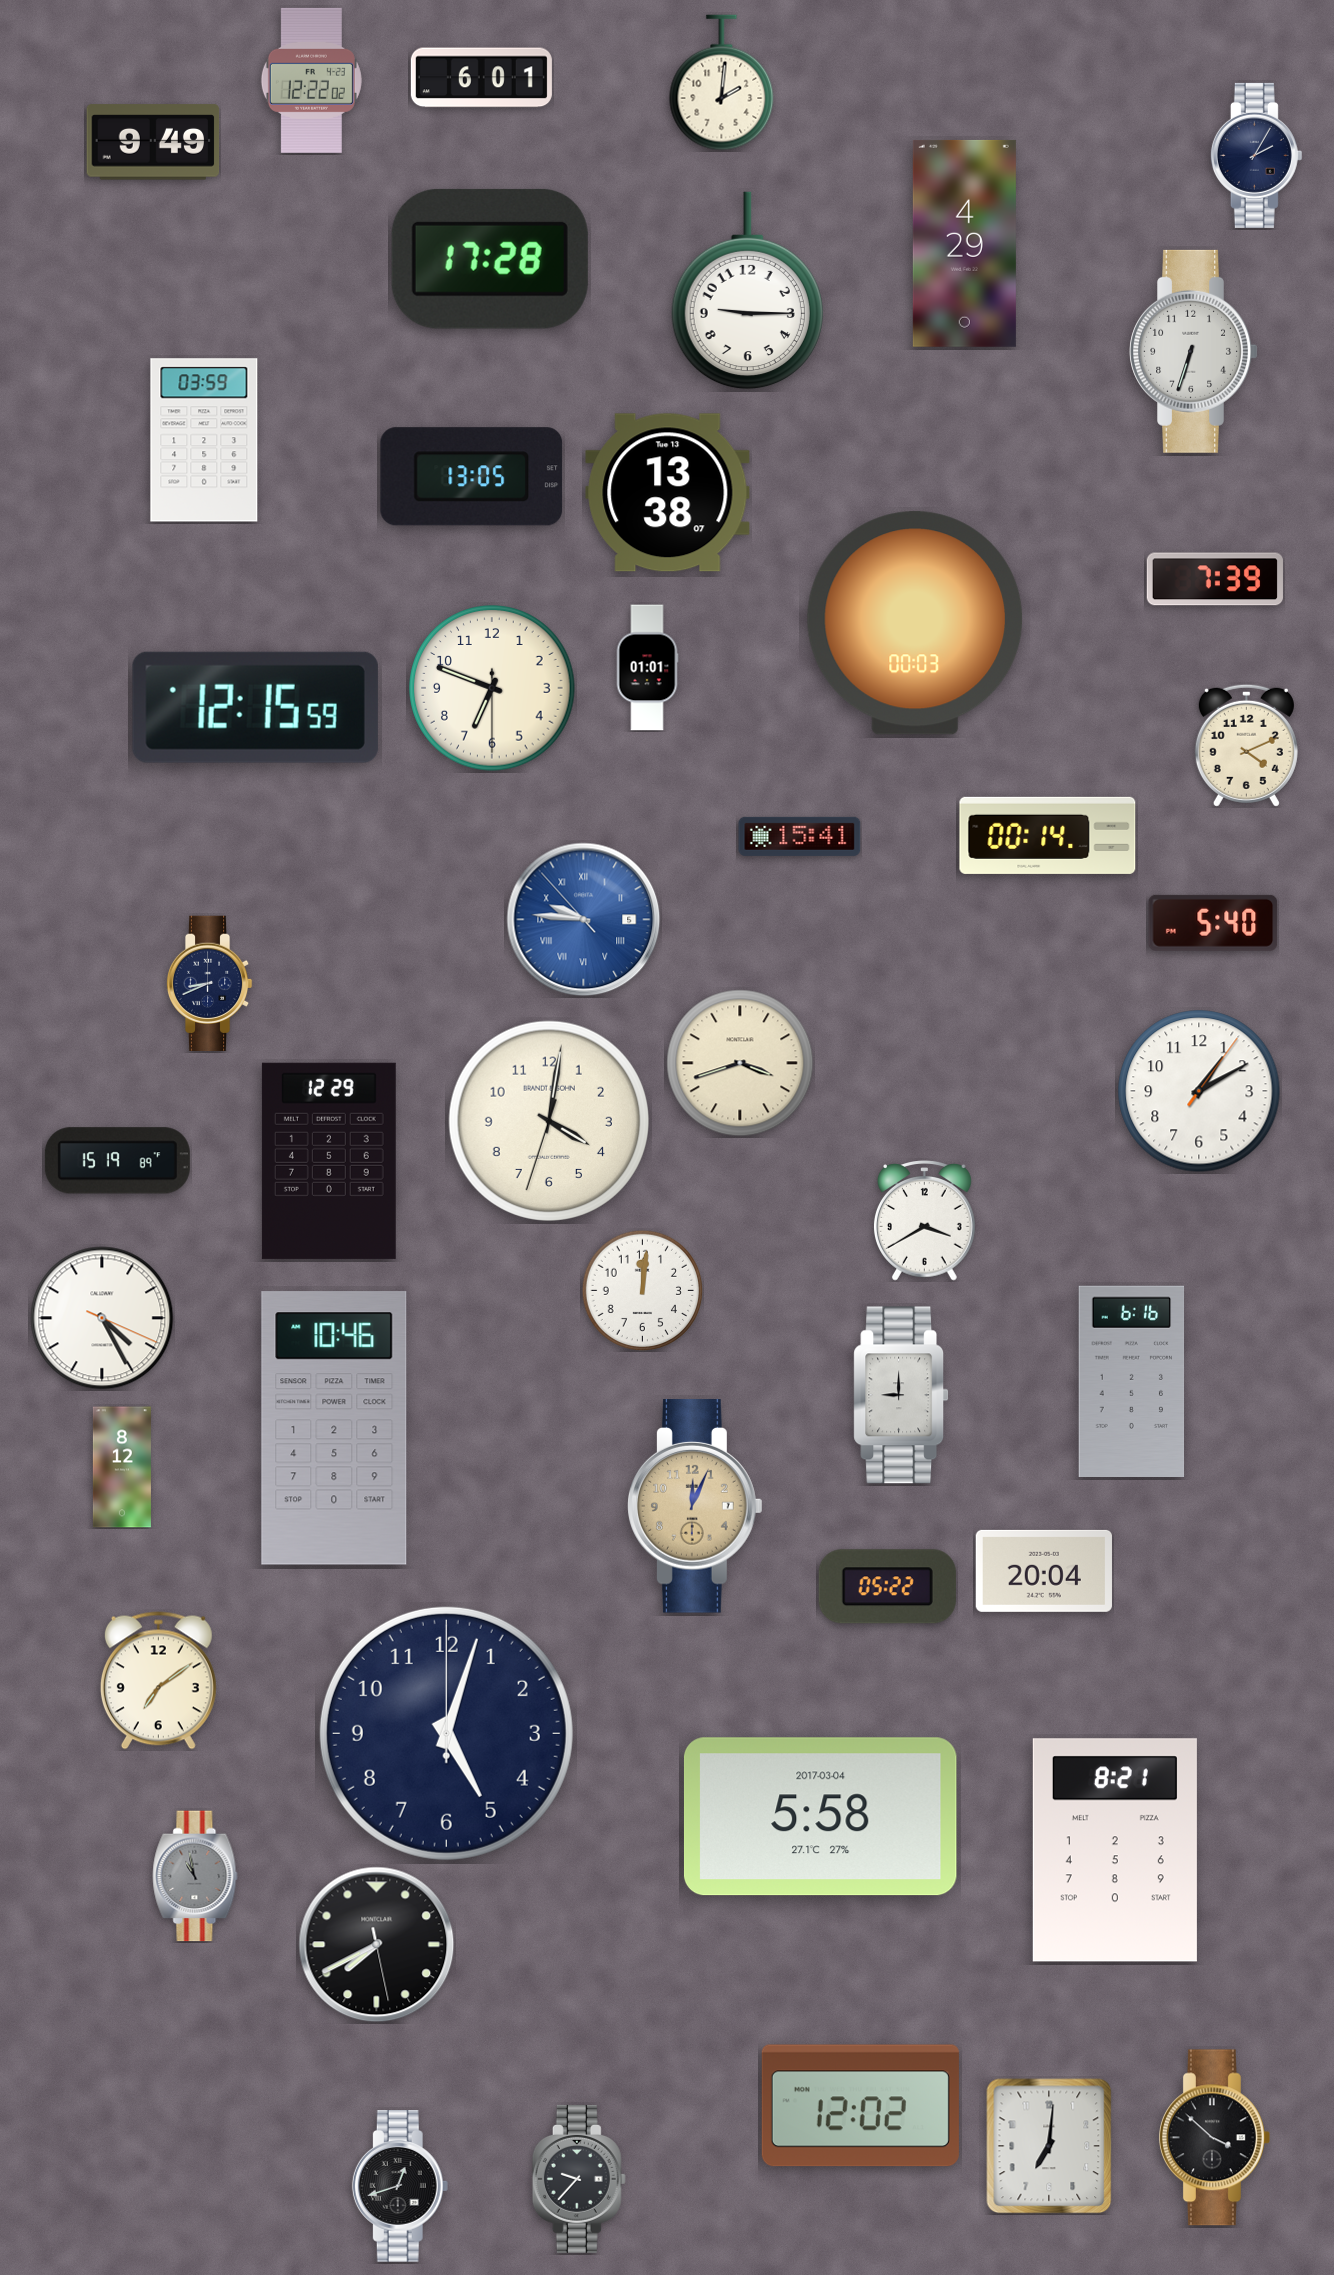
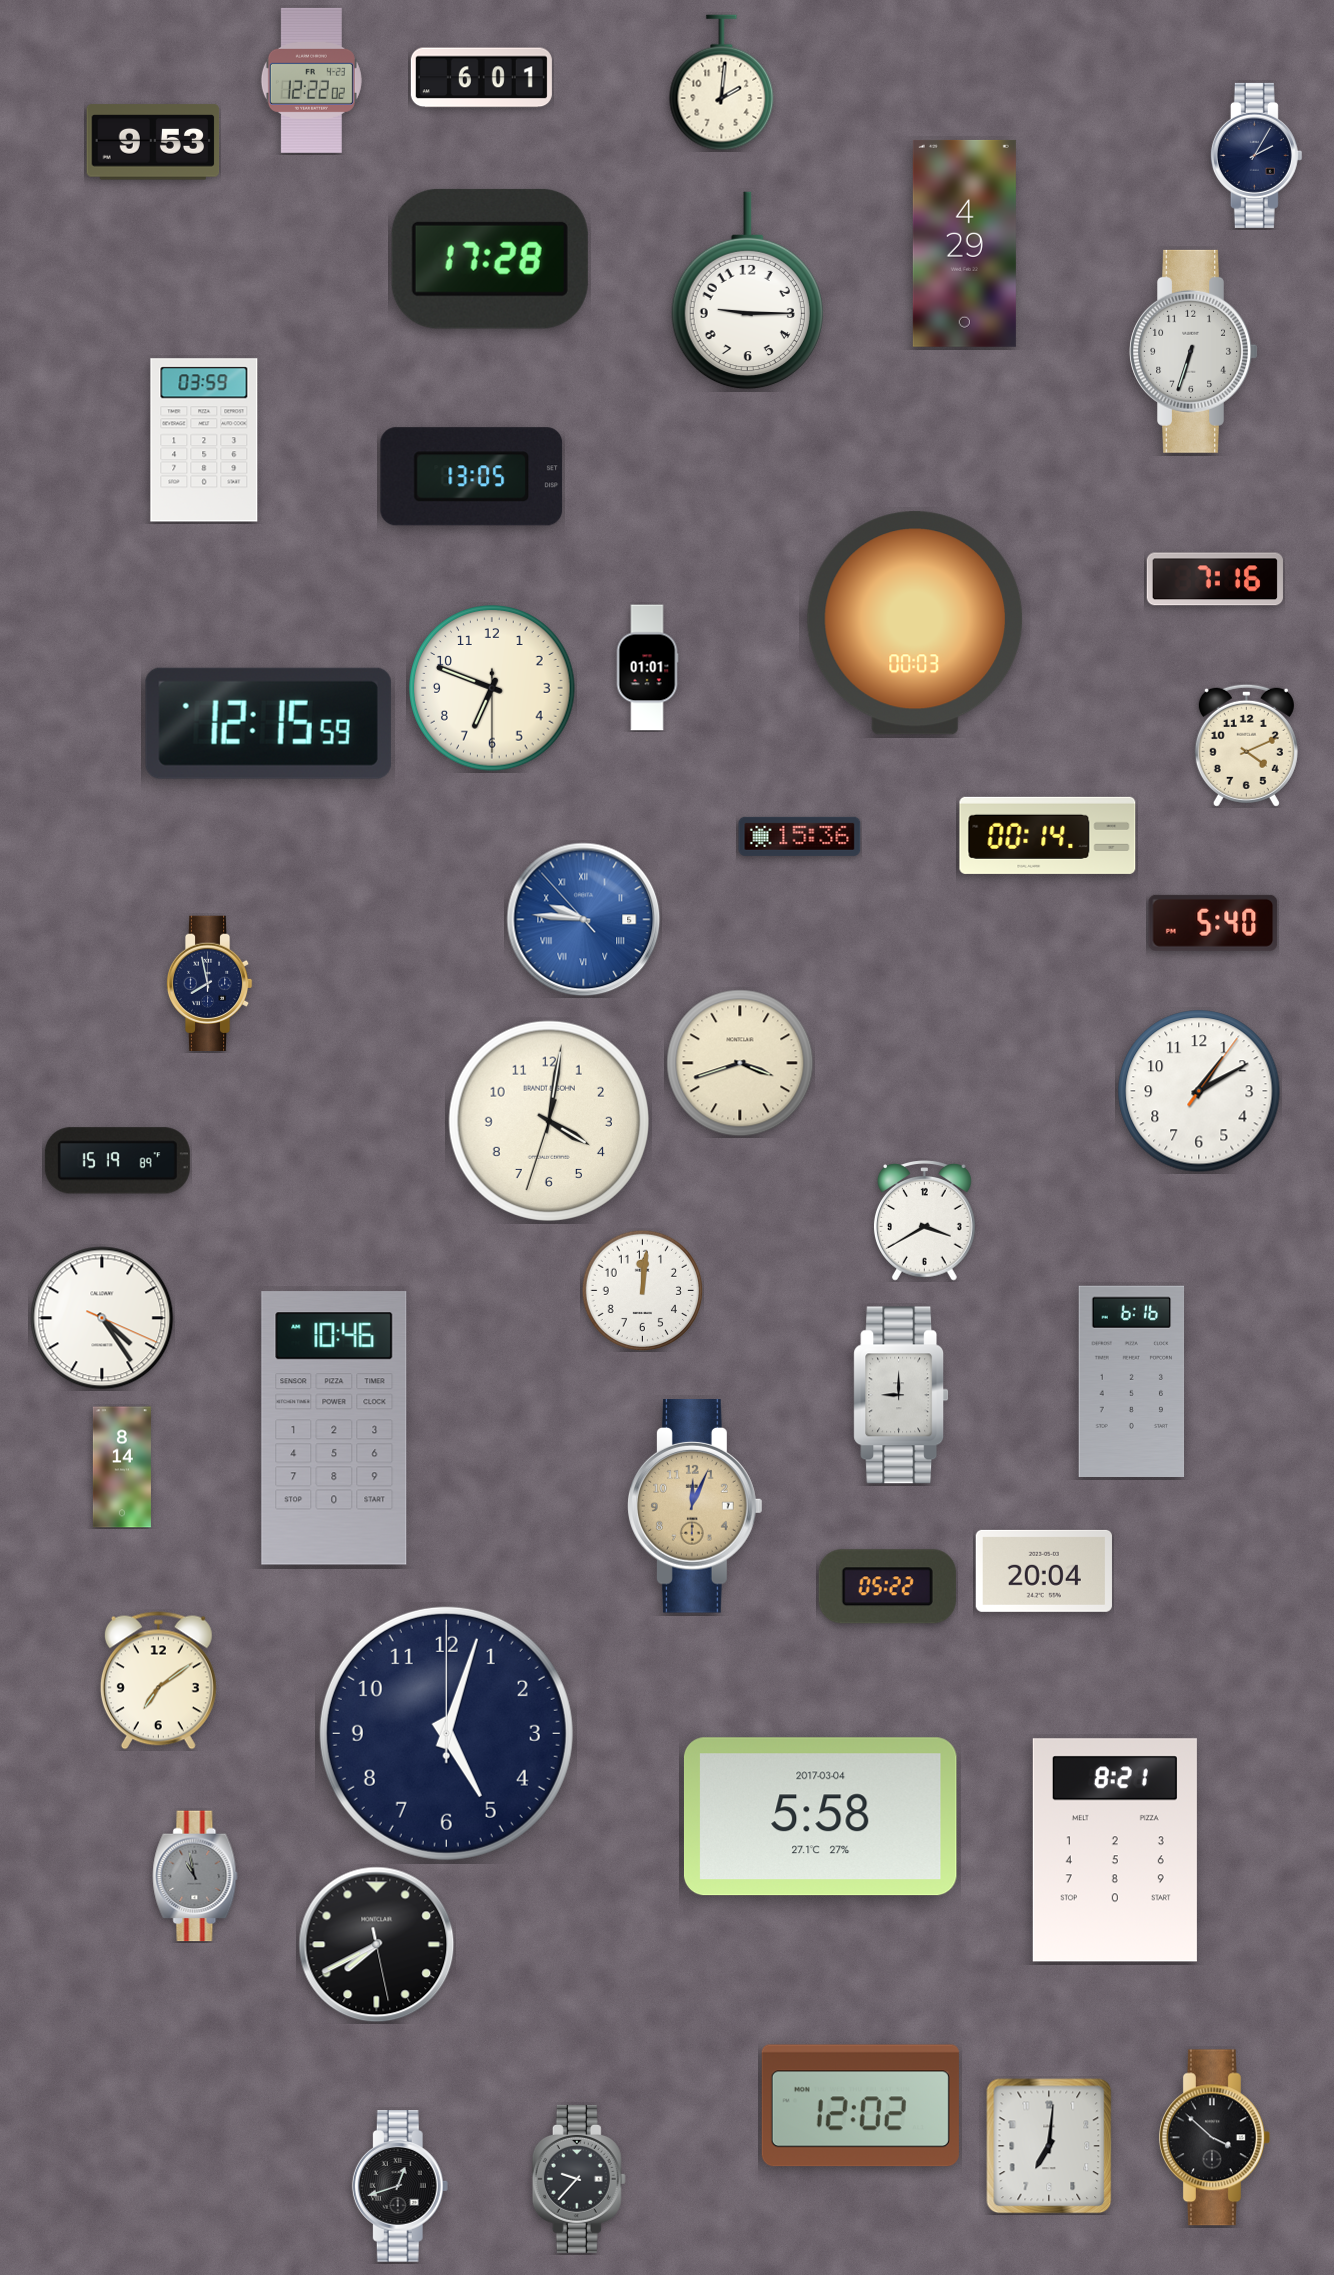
clock at (153, 142): 9:49 -> 9:53
clock at (668, 493): 13:38 -> none
clock at (1215, 579): 7:39 -> 7:16
clock at (255, 707) position: (255, 707) -> (268, 723)
clock at (800, 836): 15:41 -> 15:36
clock at (209, 983): 8:41 -> 7:58
clock at (329, 1161): 12:29 -> none
clock at (102, 1318): 4:25 -> 4:24
clock at (122, 1467): 8:12 -> 8:14
